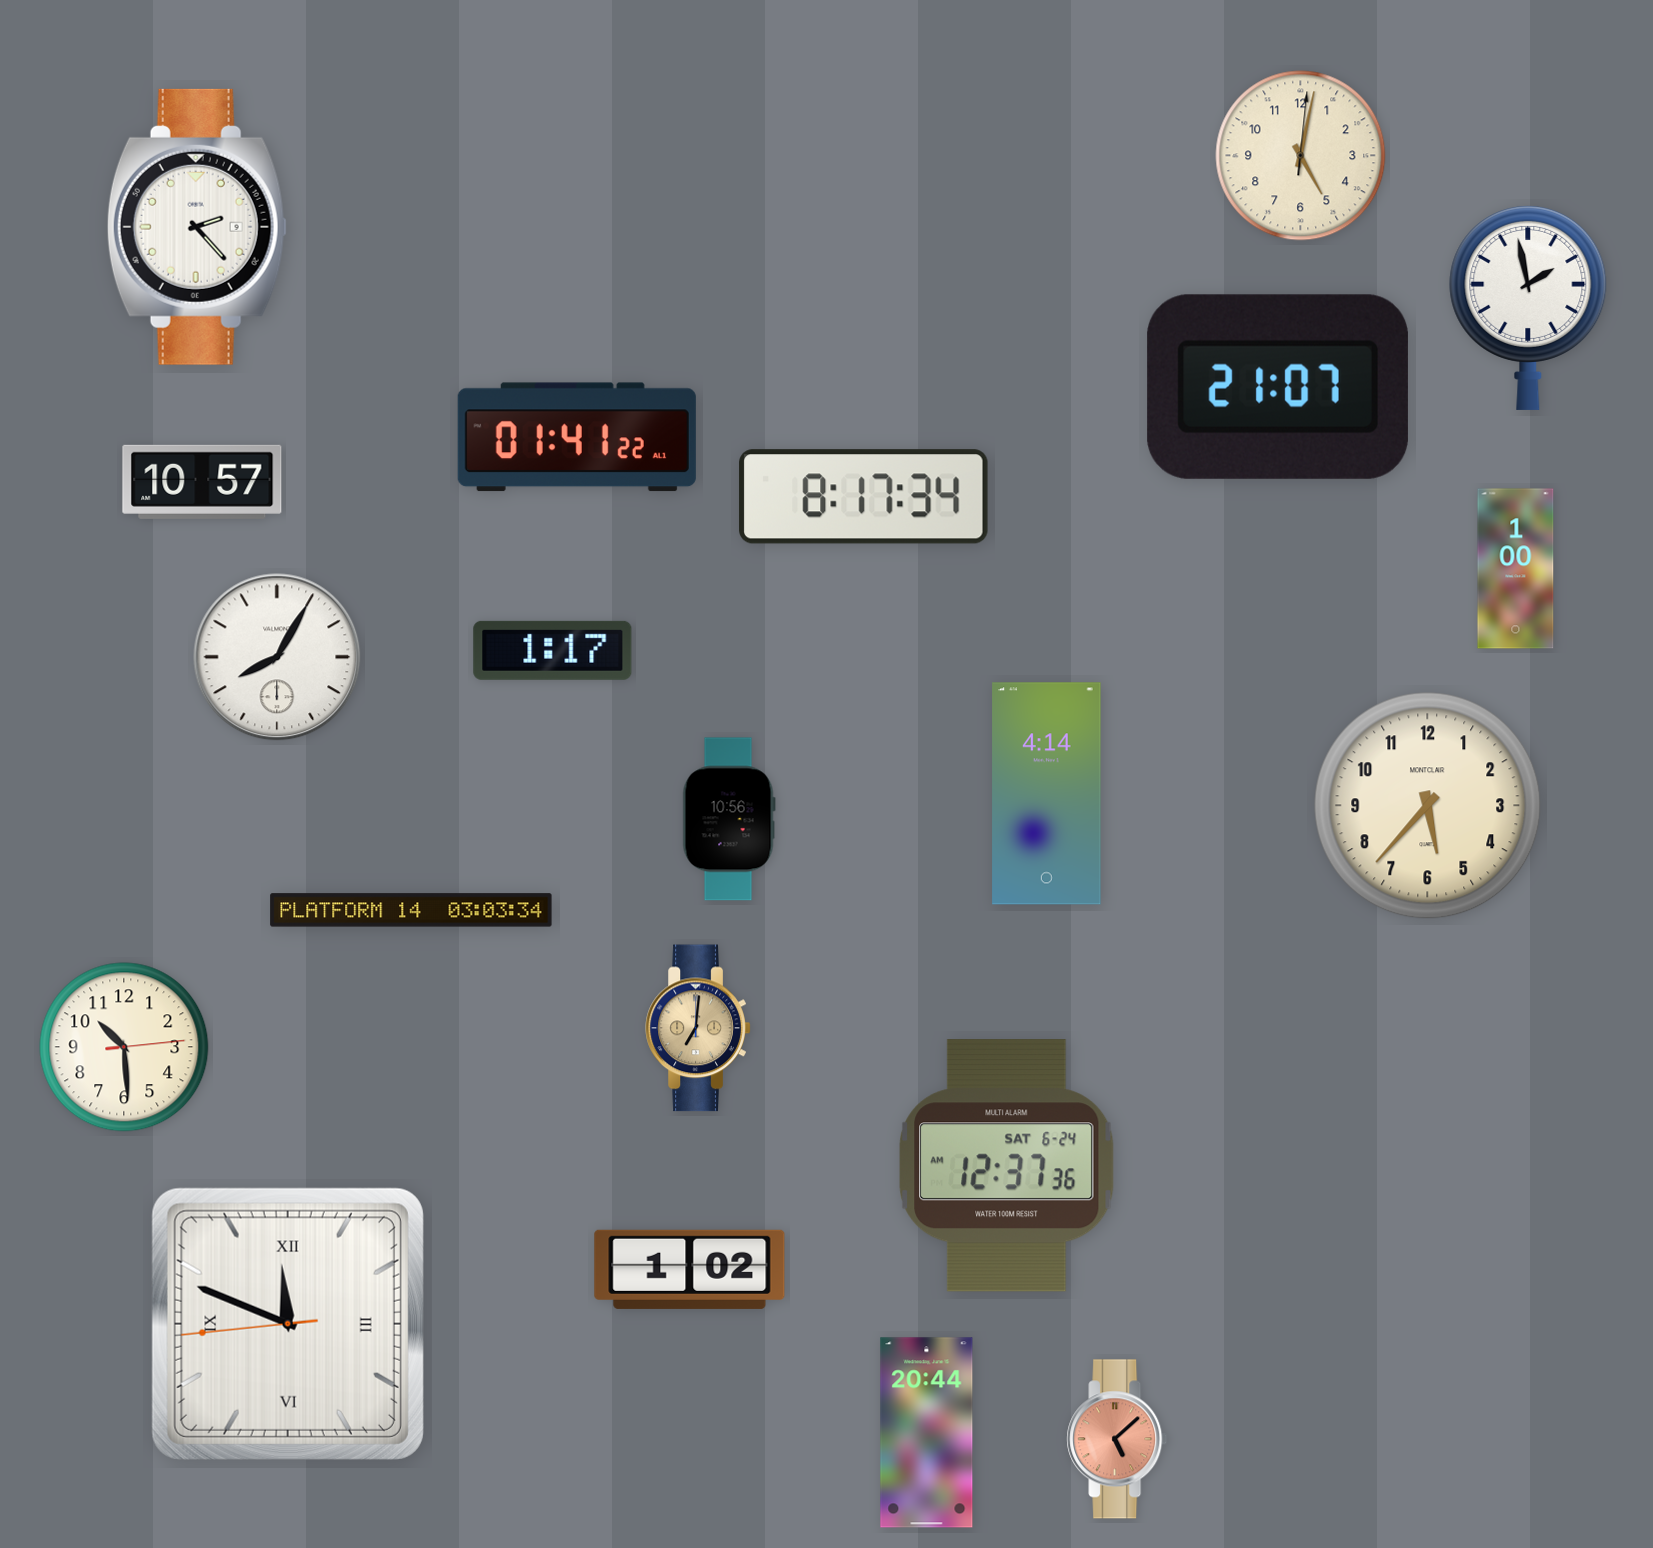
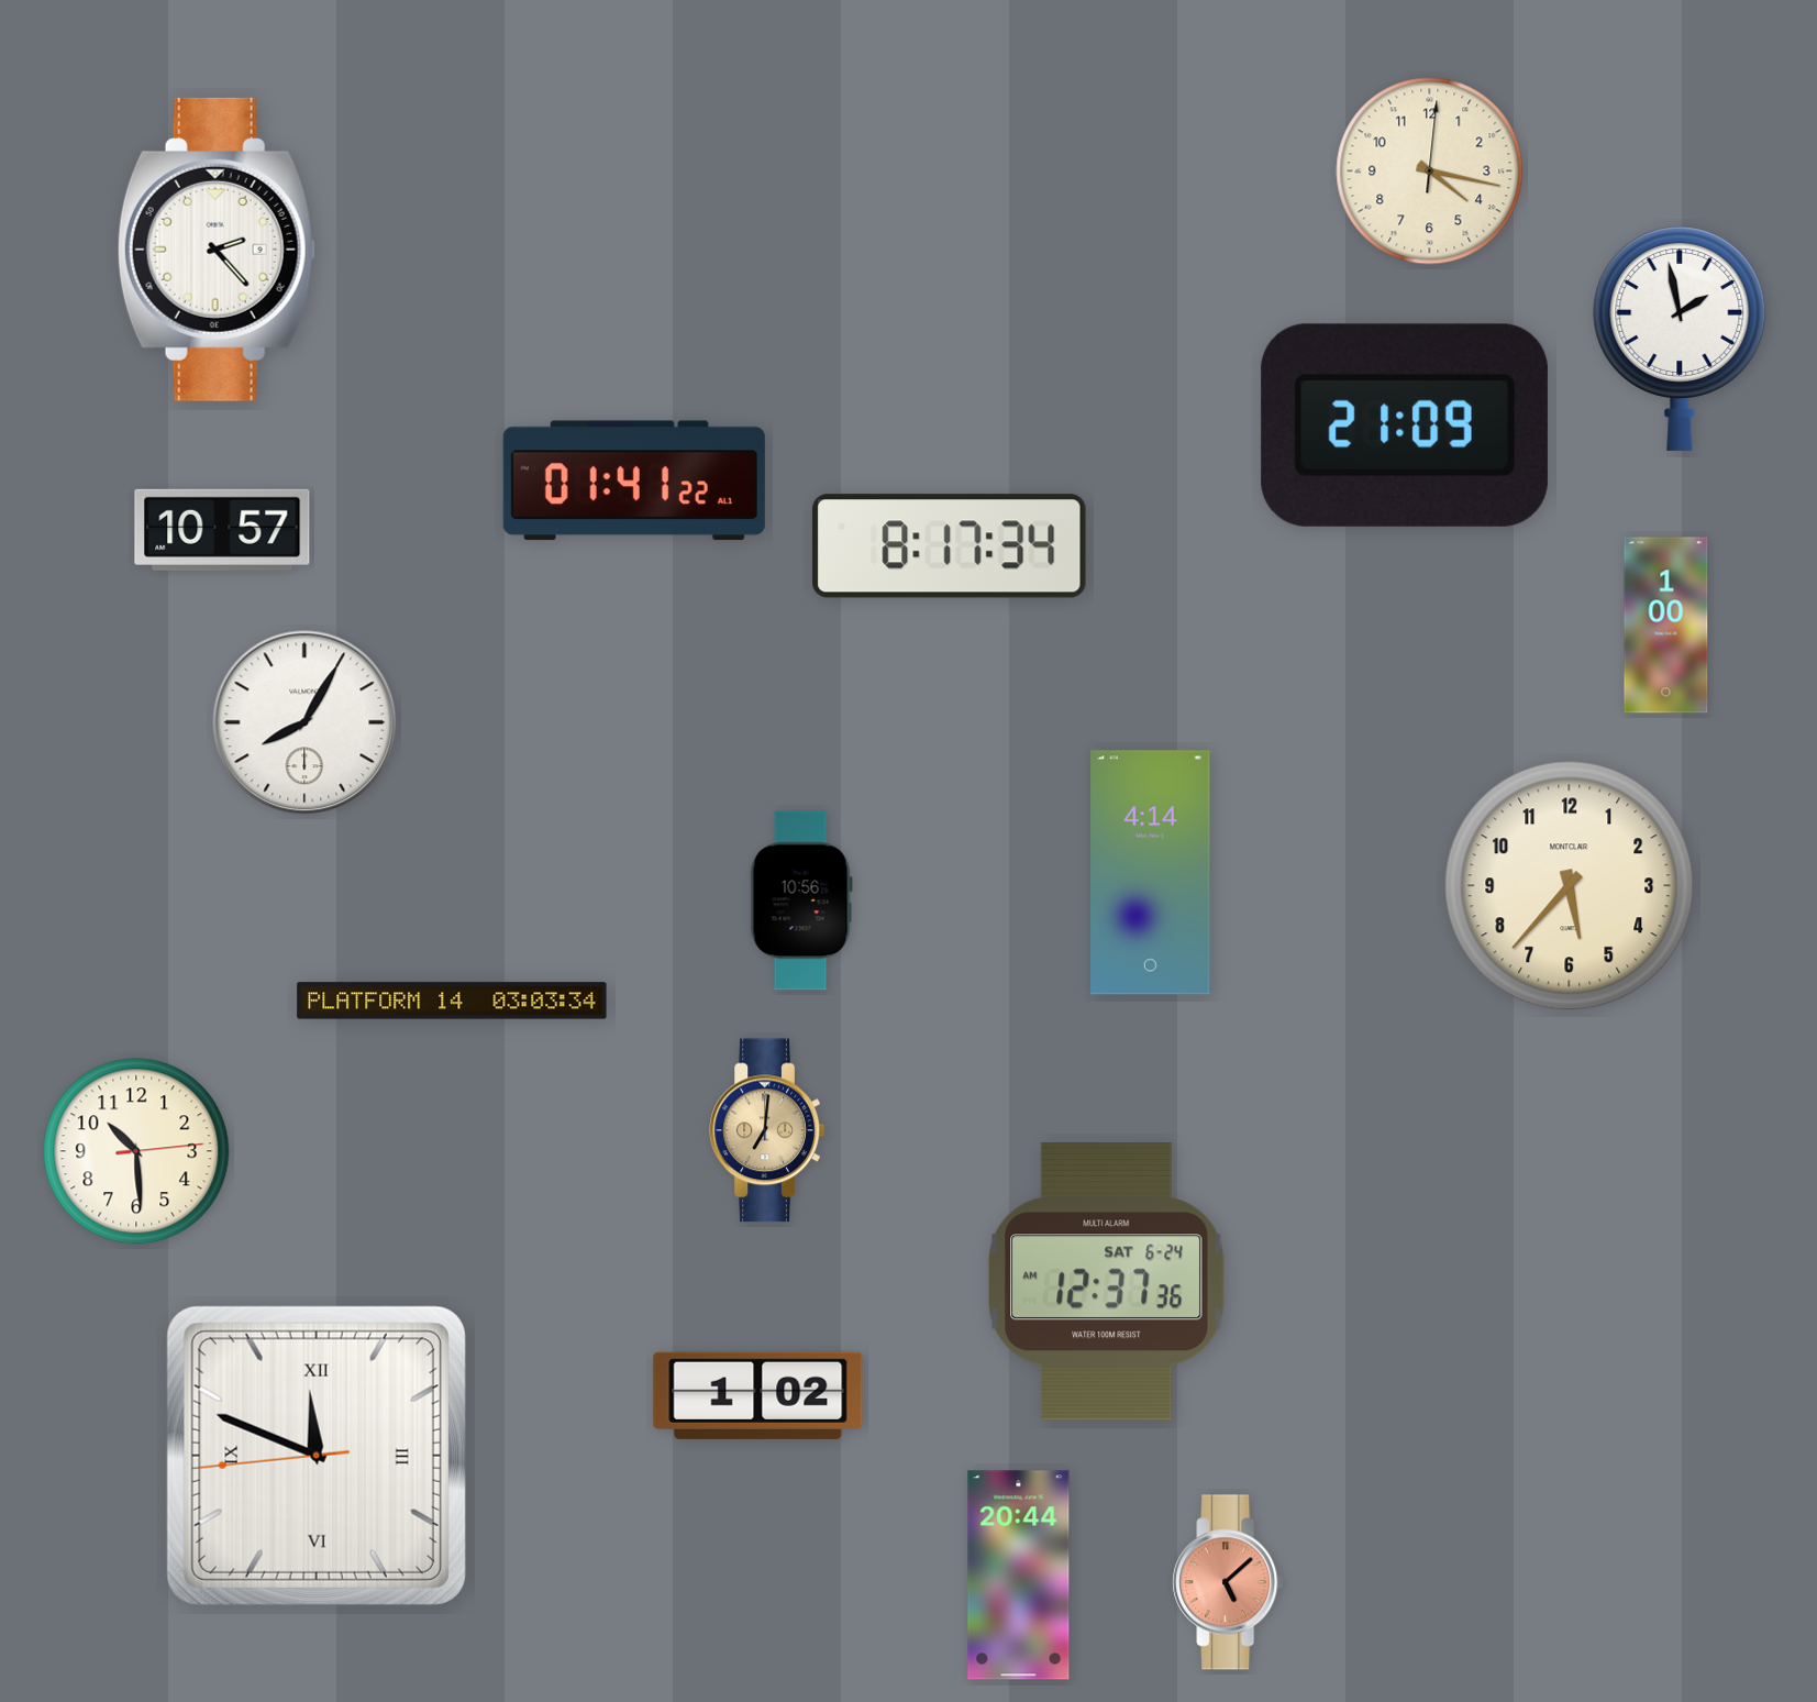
clock at (1301, 156): 5:02 -> 4:17
clock at (1278, 387): 21:07 -> 21:09
clock at (553, 650): 1:17 -> none
